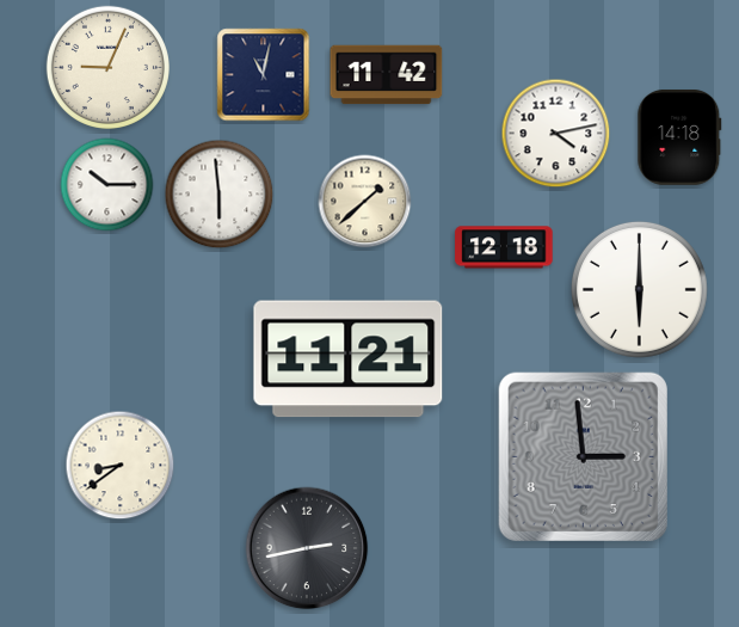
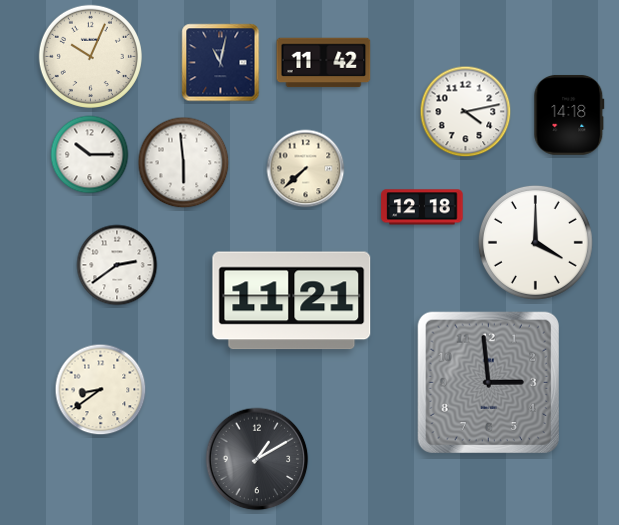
clock at (107, 67): 9:04 -> 10:04
clock at (365, 202): 1:38 -> 7:38
clock at (639, 289): 6:00 -> 4:00
clock at (117, 265): none -> 2:39
clock at (307, 548): 2:43 -> 1:10
